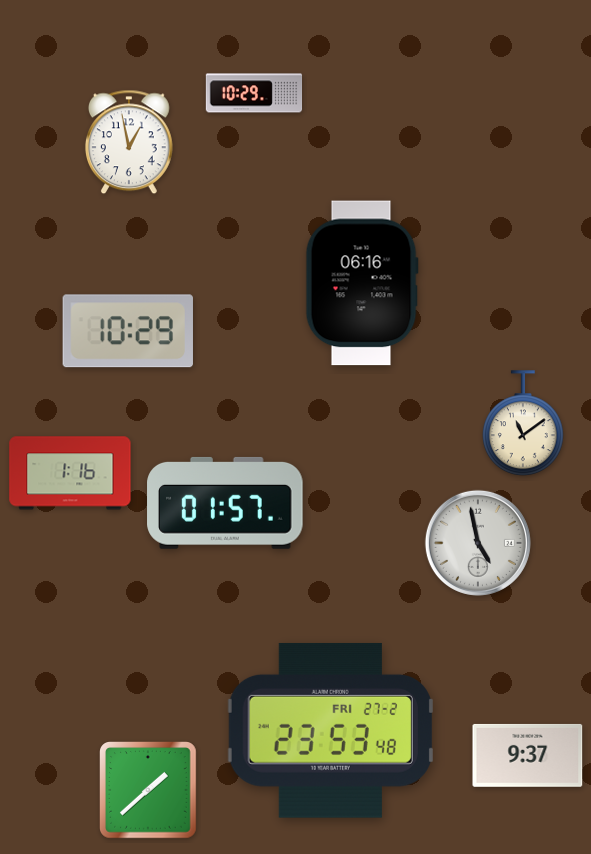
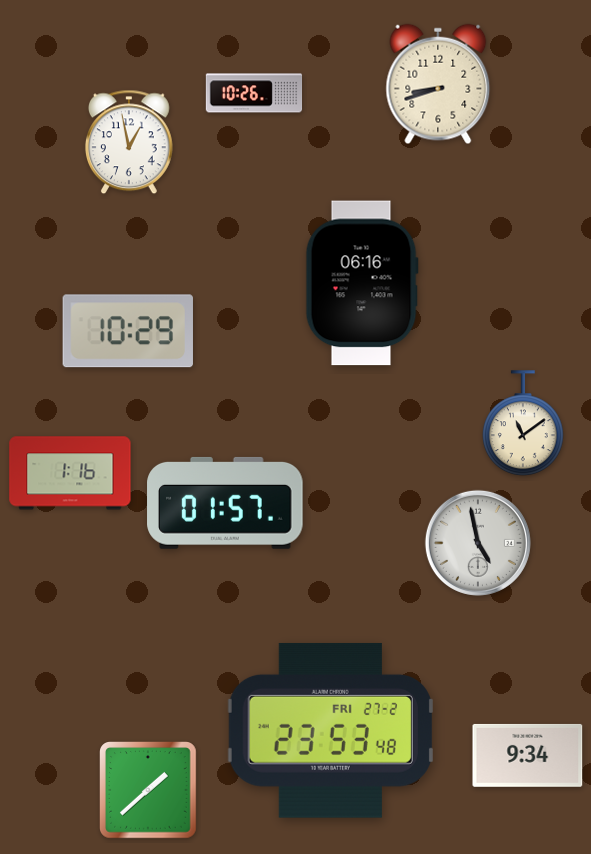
clock at (438, 84): none -> 8:42
clock at (254, 93): 10:29 -> 10:26
clock at (528, 755): 9:37 -> 9:34
